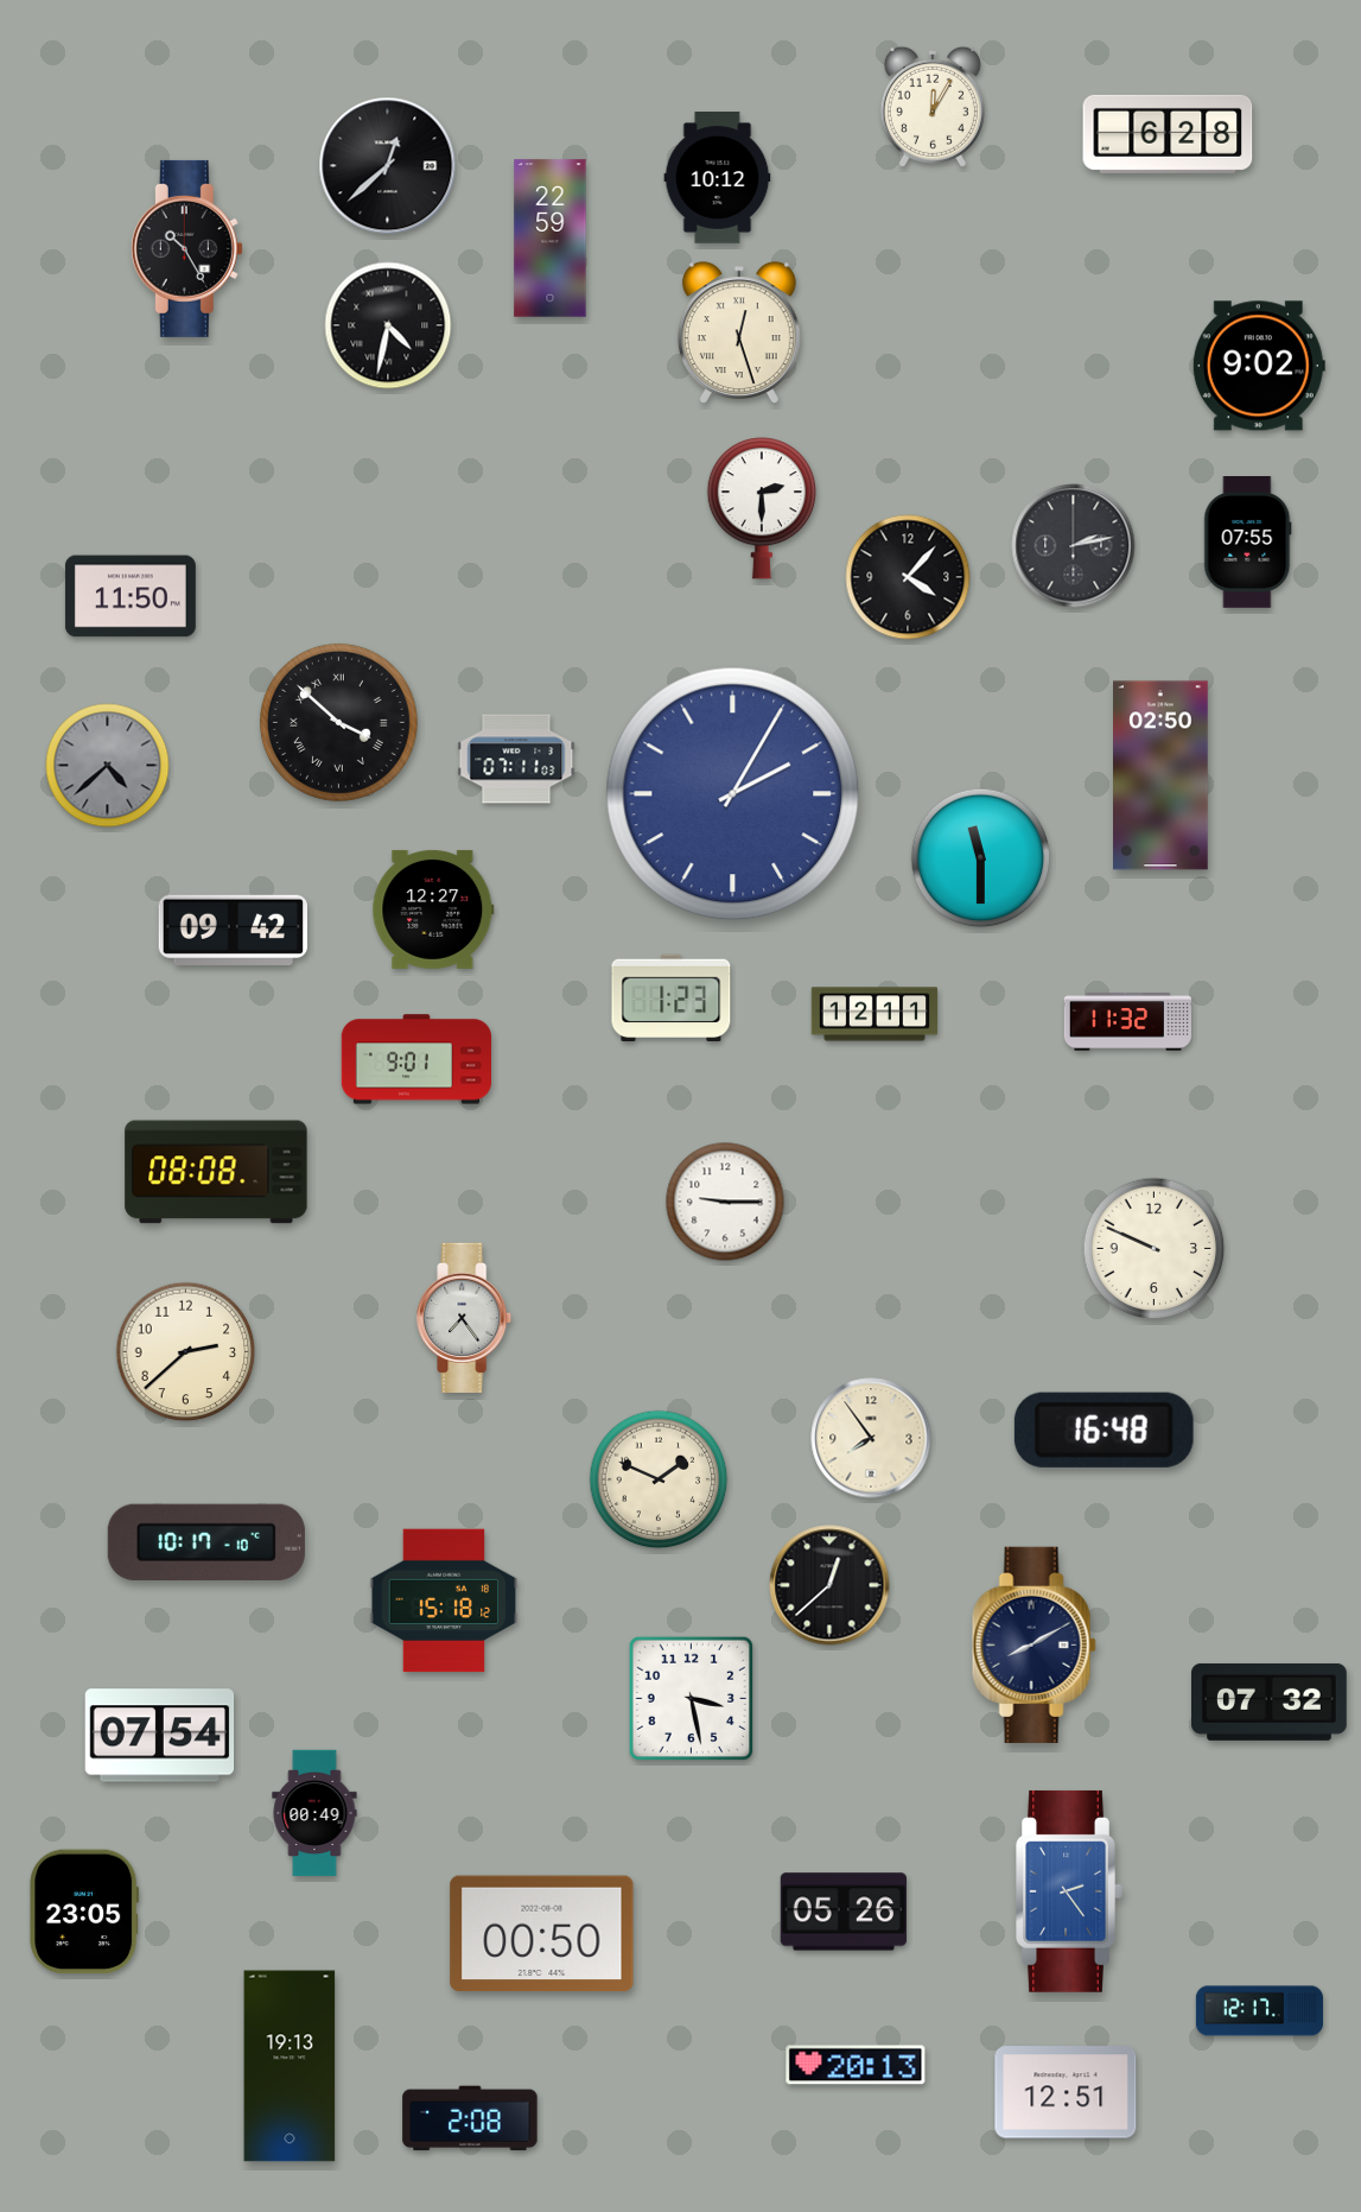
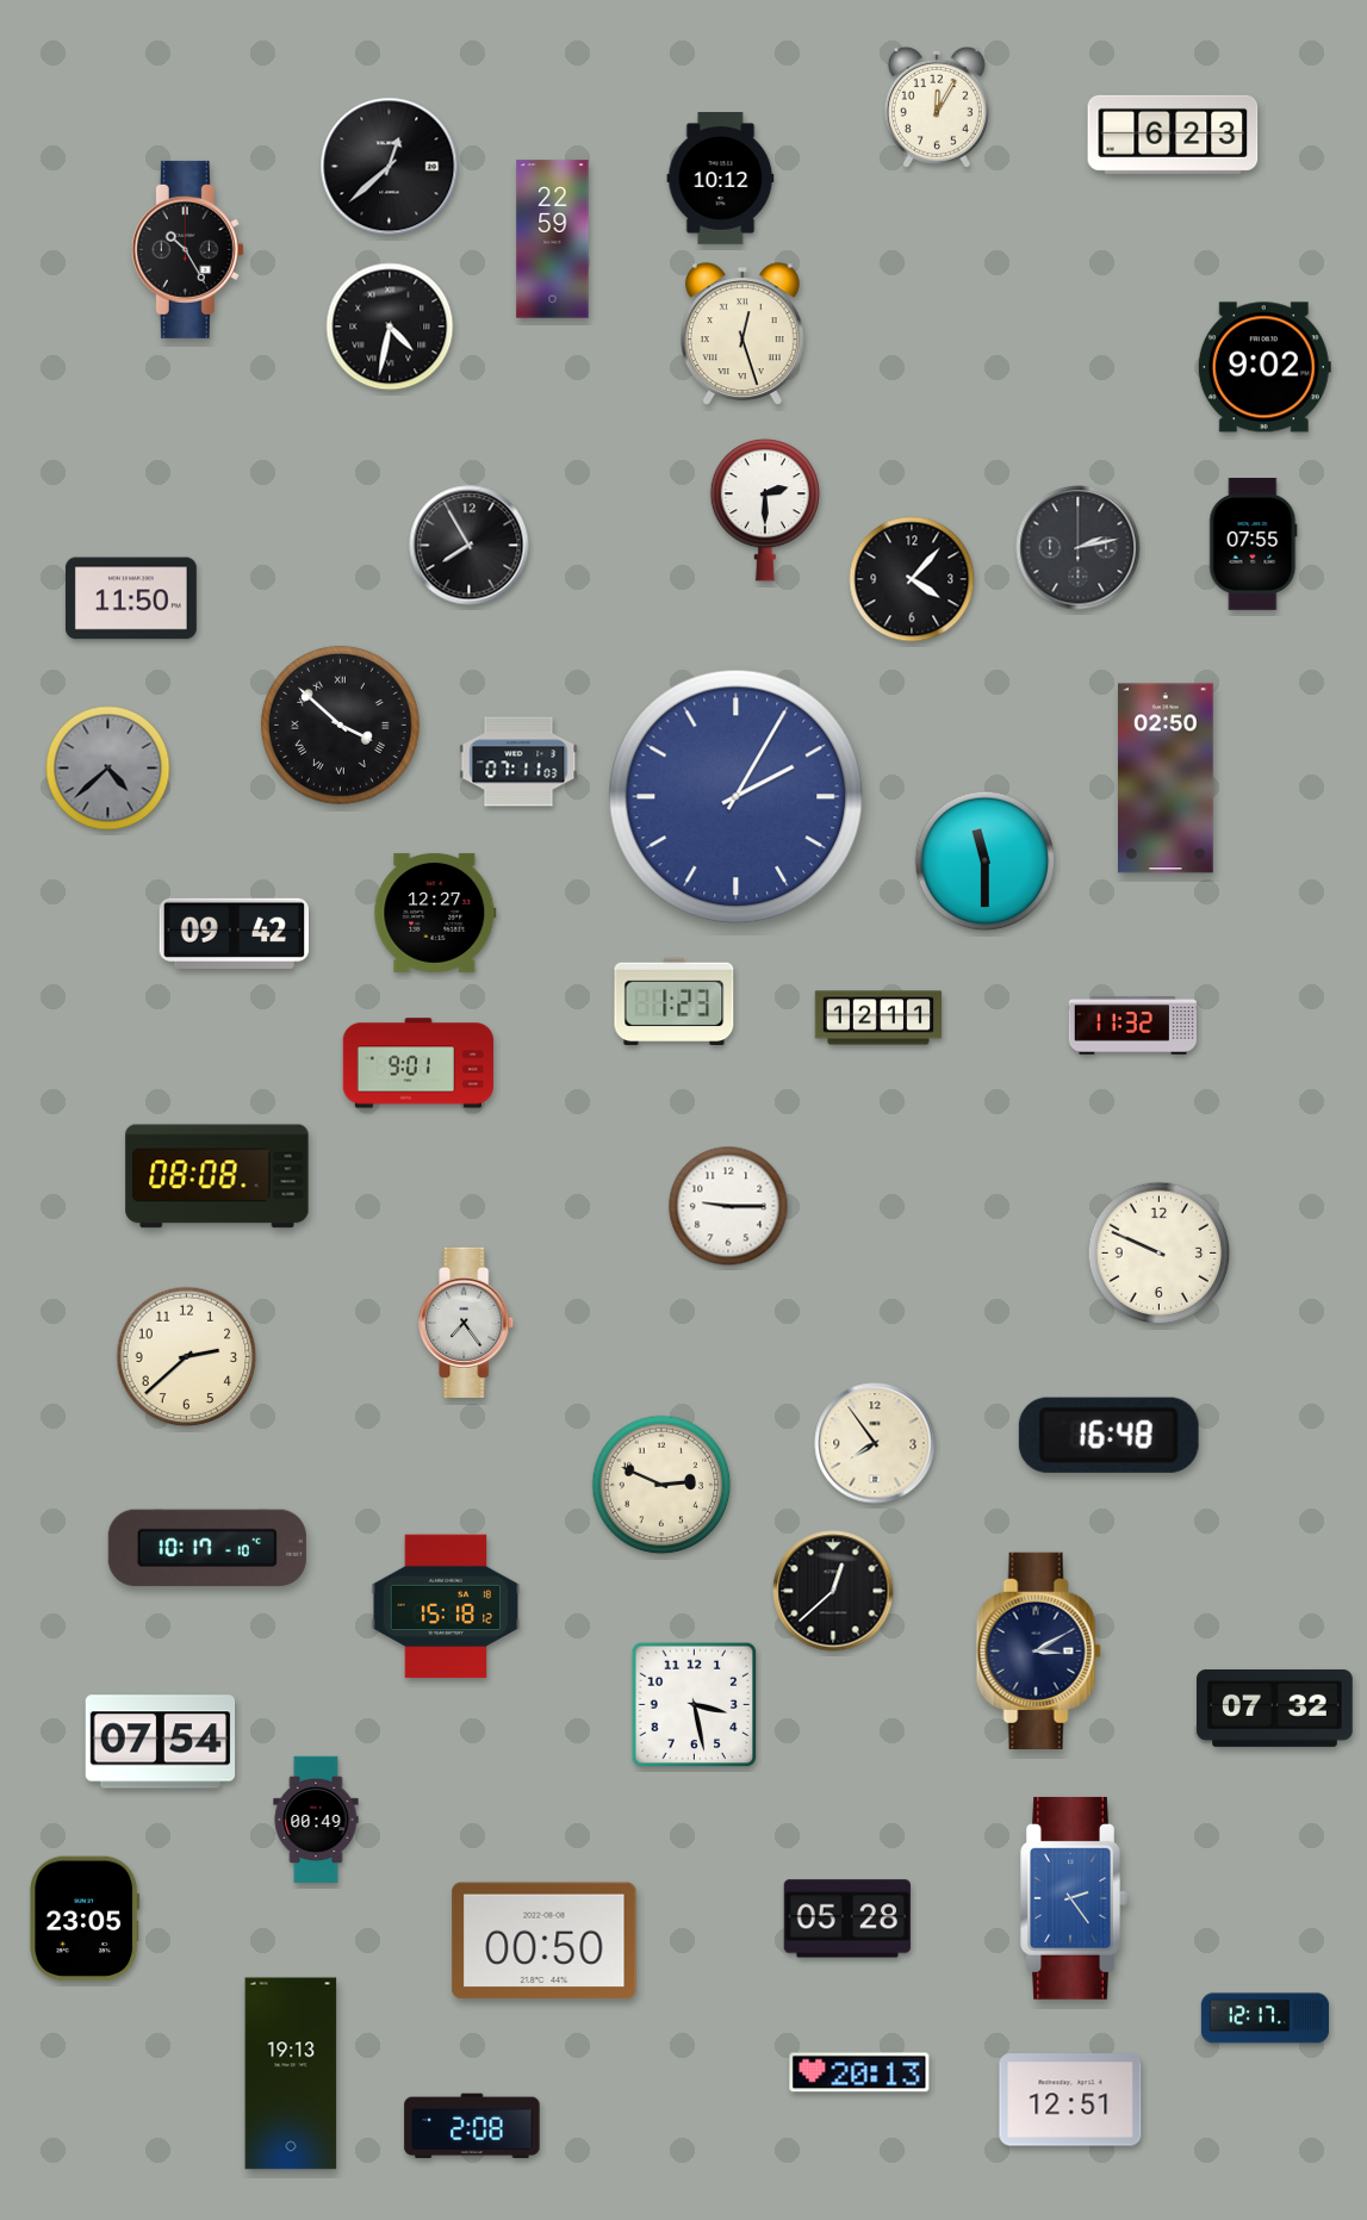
clock at (1168, 134): 6:28 -> 6:23
clock at (470, 546): none -> 7:55
clock at (659, 1479): 1:49 -> 2:49
clock at (1034, 1644): 8:10 -> 3:10
clock at (844, 1912): 05:26 -> 05:28
